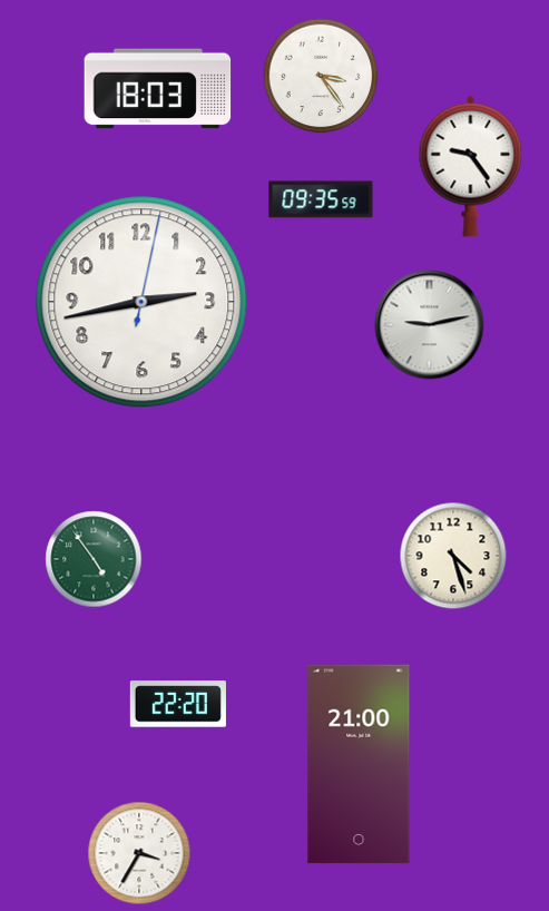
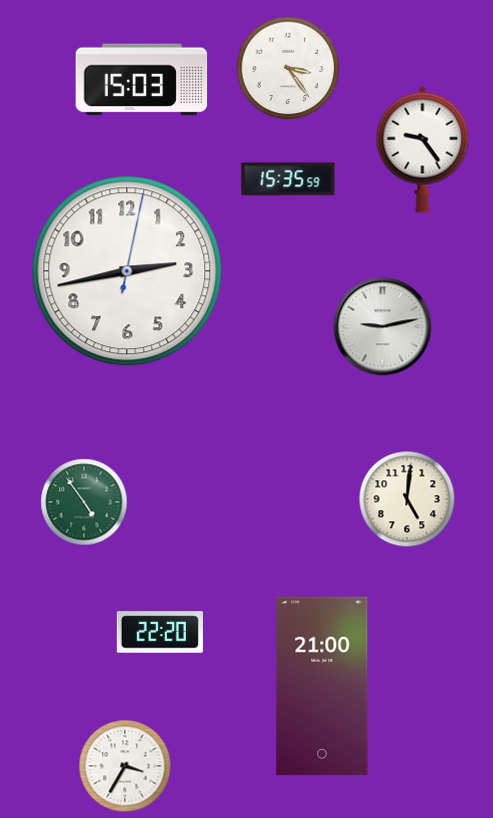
clock at (158, 89): 18:03 -> 15:03
clock at (321, 199): 09:35 -> 15:35
clock at (430, 325) position: (430, 325) -> (383, 327)
clock at (453, 556): 4:27 -> 5:01
